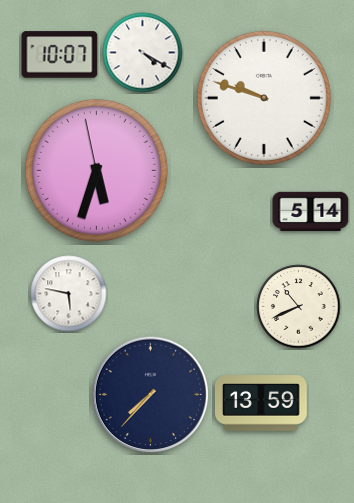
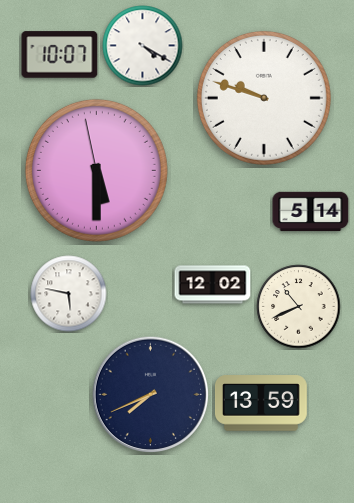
clock at (143, 53) position: (143, 53) -> (143, 46)
clock at (96, 170): 5:32 -> 5:29
clock at (213, 285): none -> 12:02
clock at (151, 395): 7:37 -> 7:41
